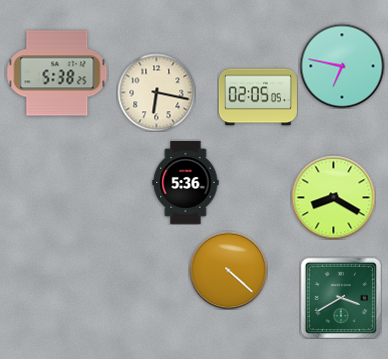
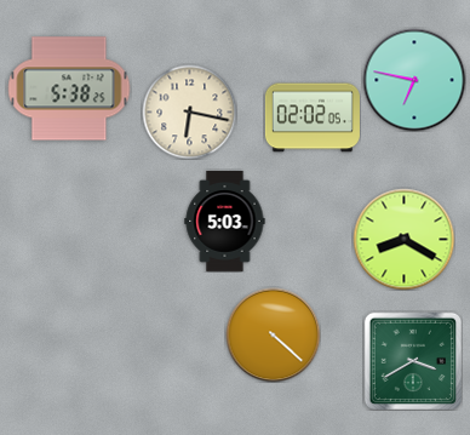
clock at (258, 97): 02:05 -> 02:02
clock at (186, 183): 5:36 -> 5:03
clock at (228, 270) position: (228, 270) -> (273, 334)
